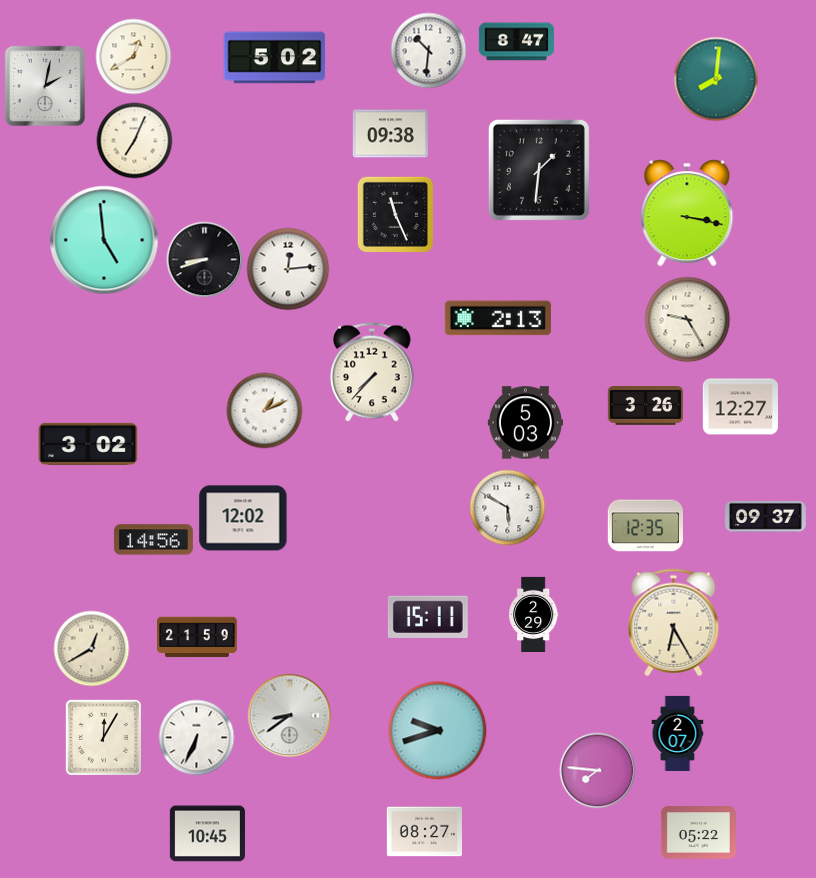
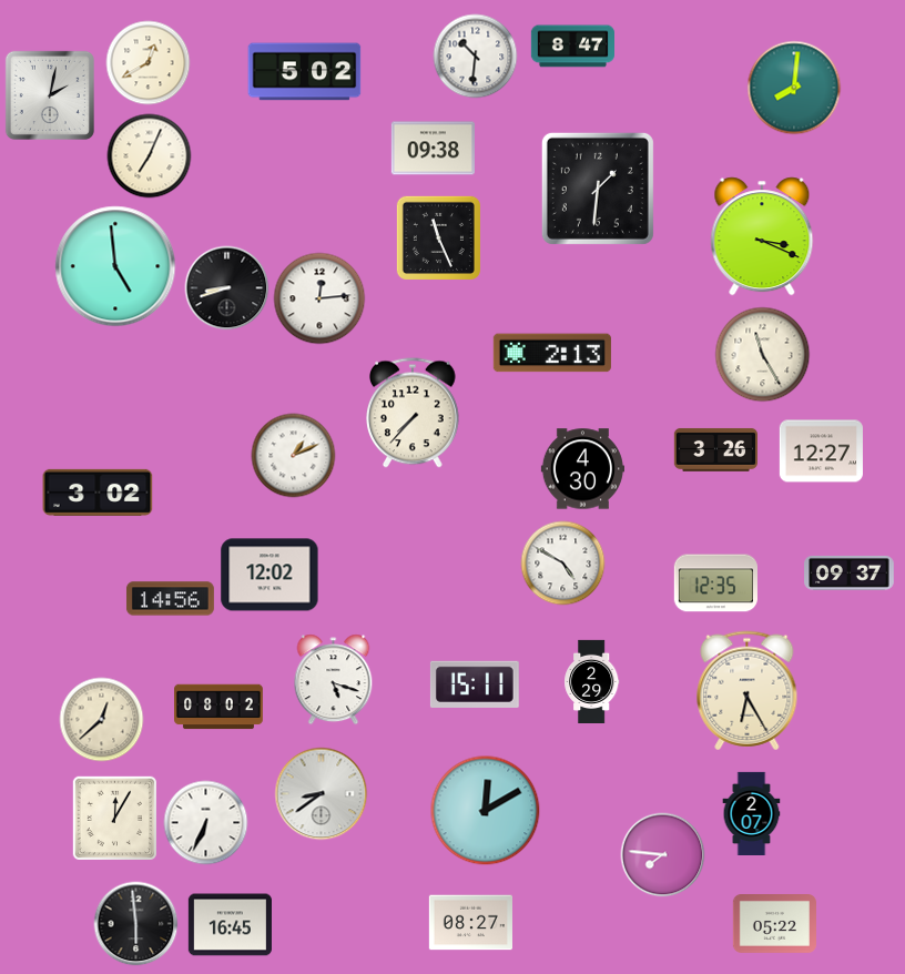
clock at (275, 58) position: (275, 58) -> (305, 72)
clock at (687, 213): 3:17 -> 3:19
clock at (688, 320): 9:25 -> 11:25
clock at (525, 423): 5:03 -> 4:30
clock at (508, 508): 5:50 -> 4:50
clock at (334, 680): none -> 5:18
clock at (198, 637): 21:59 -> 08:02
clock at (92, 649): 12:40 -> 12:38
clock at (438, 731): 9:42 -> 12:10
clock at (197, 738) position: (197, 738) -> (206, 823)
clock at (136, 924): none -> 5:59
clock at (207, 834): 10:45 -> 16:45
